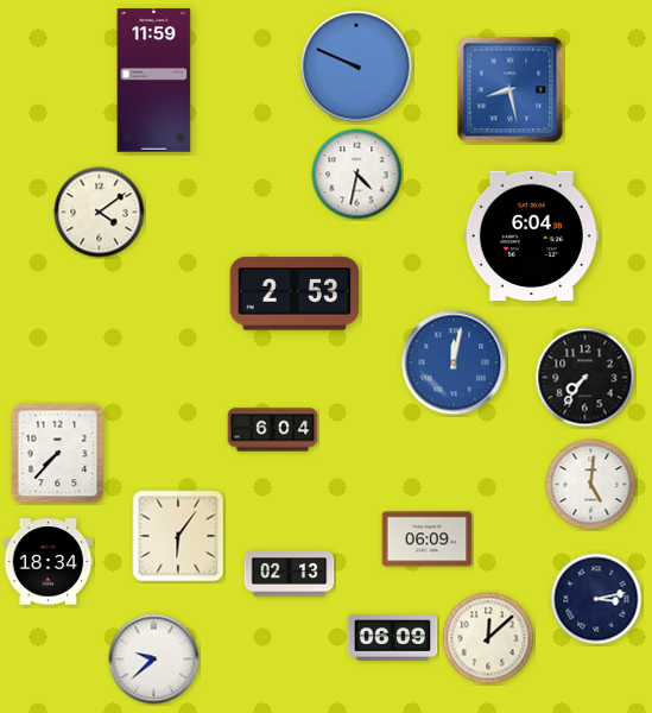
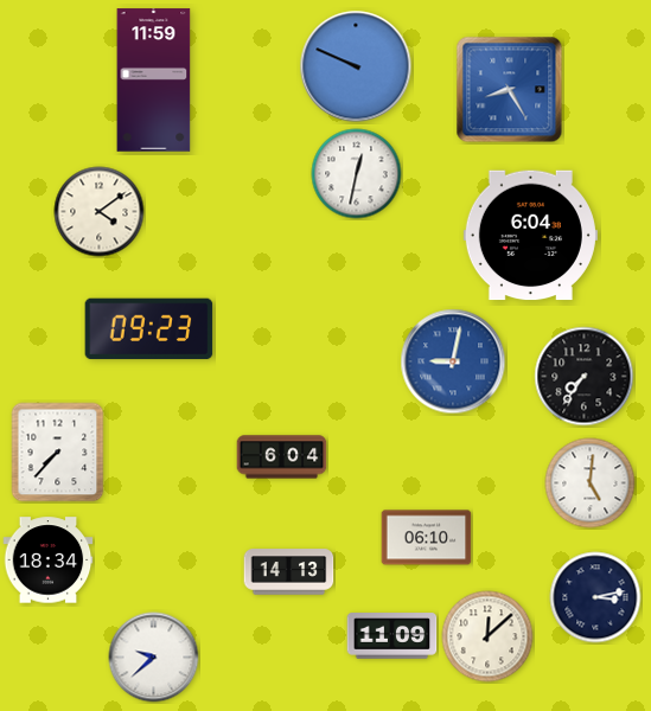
clock at (511, 90): 8:28 -> 8:25
clock at (357, 175): 4:32 -> 12:32
clock at (295, 294): 2:53 -> none
clock at (149, 329): none -> 09:23
clock at (454, 362): 12:02 -> 9:02
clock at (273, 430) position: (273, 430) -> (282, 457)
clock at (178, 536): 6:06 -> none
clock at (428, 540): 06:09 -> 06:10
clock at (290, 574): 02:13 -> 14:13
clock at (393, 638): 06:09 -> 11:09
